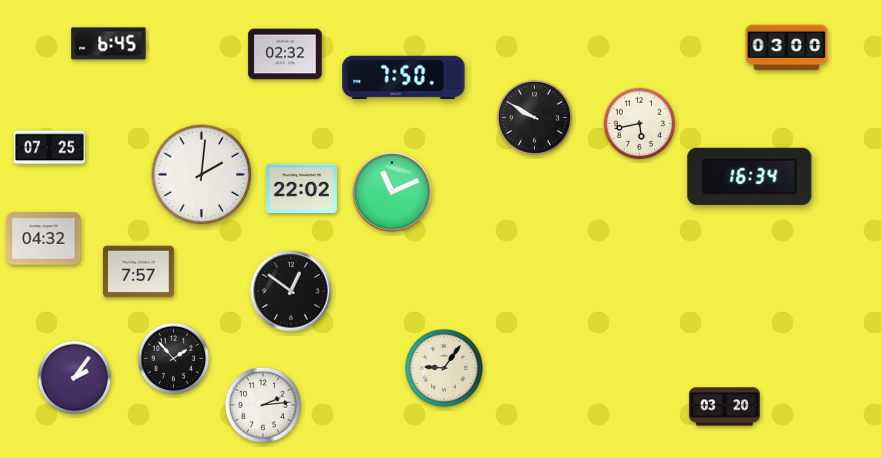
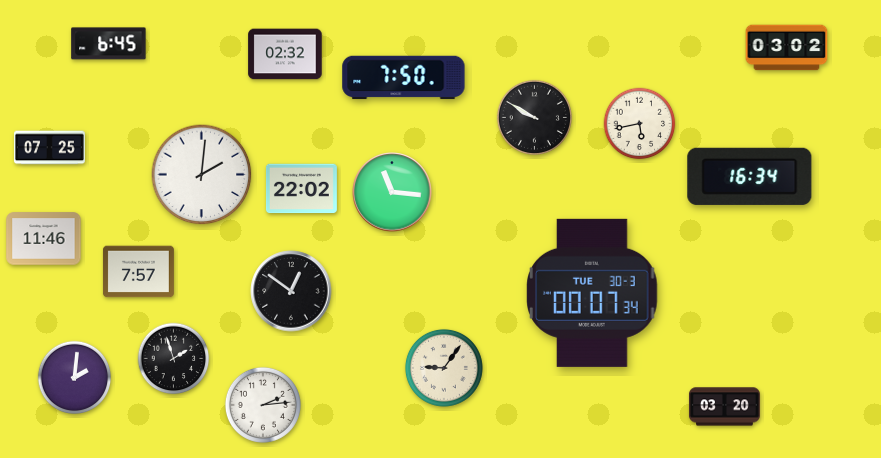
clock at (787, 48): 03:00 -> 03:02
clock at (392, 192): 11:11 -> 11:16
clock at (44, 239): 04:32 -> 11:46
clock at (592, 293): none -> 00:07
clock at (174, 359): 1:53 -> 1:57
clock at (75, 378): 2:06 -> 2:01
